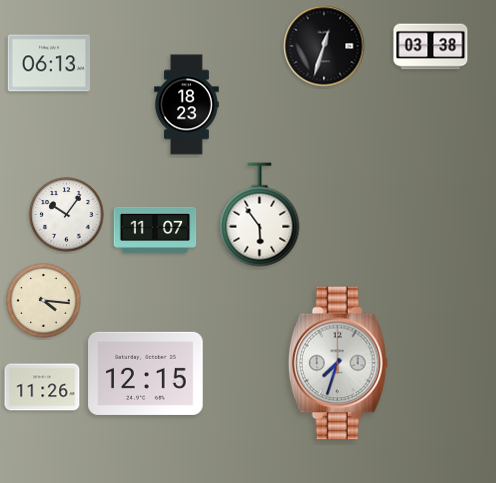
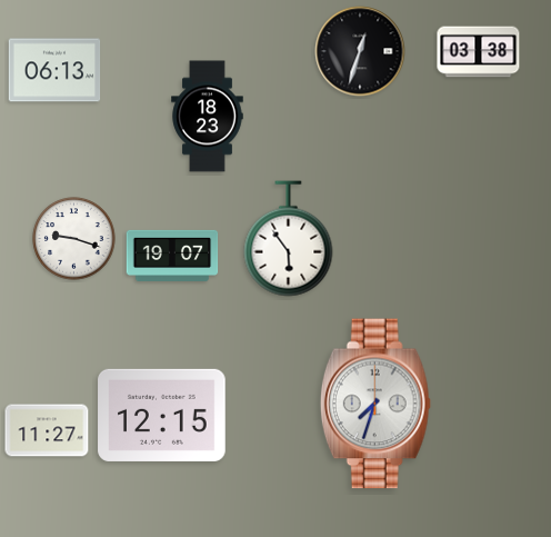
clock at (67, 215): 10:06 -> 9:18
clock at (155, 230): 11:07 -> 19:07
clock at (44, 301): 4:16 -> none
clock at (42, 387): 11:26 -> 11:27
